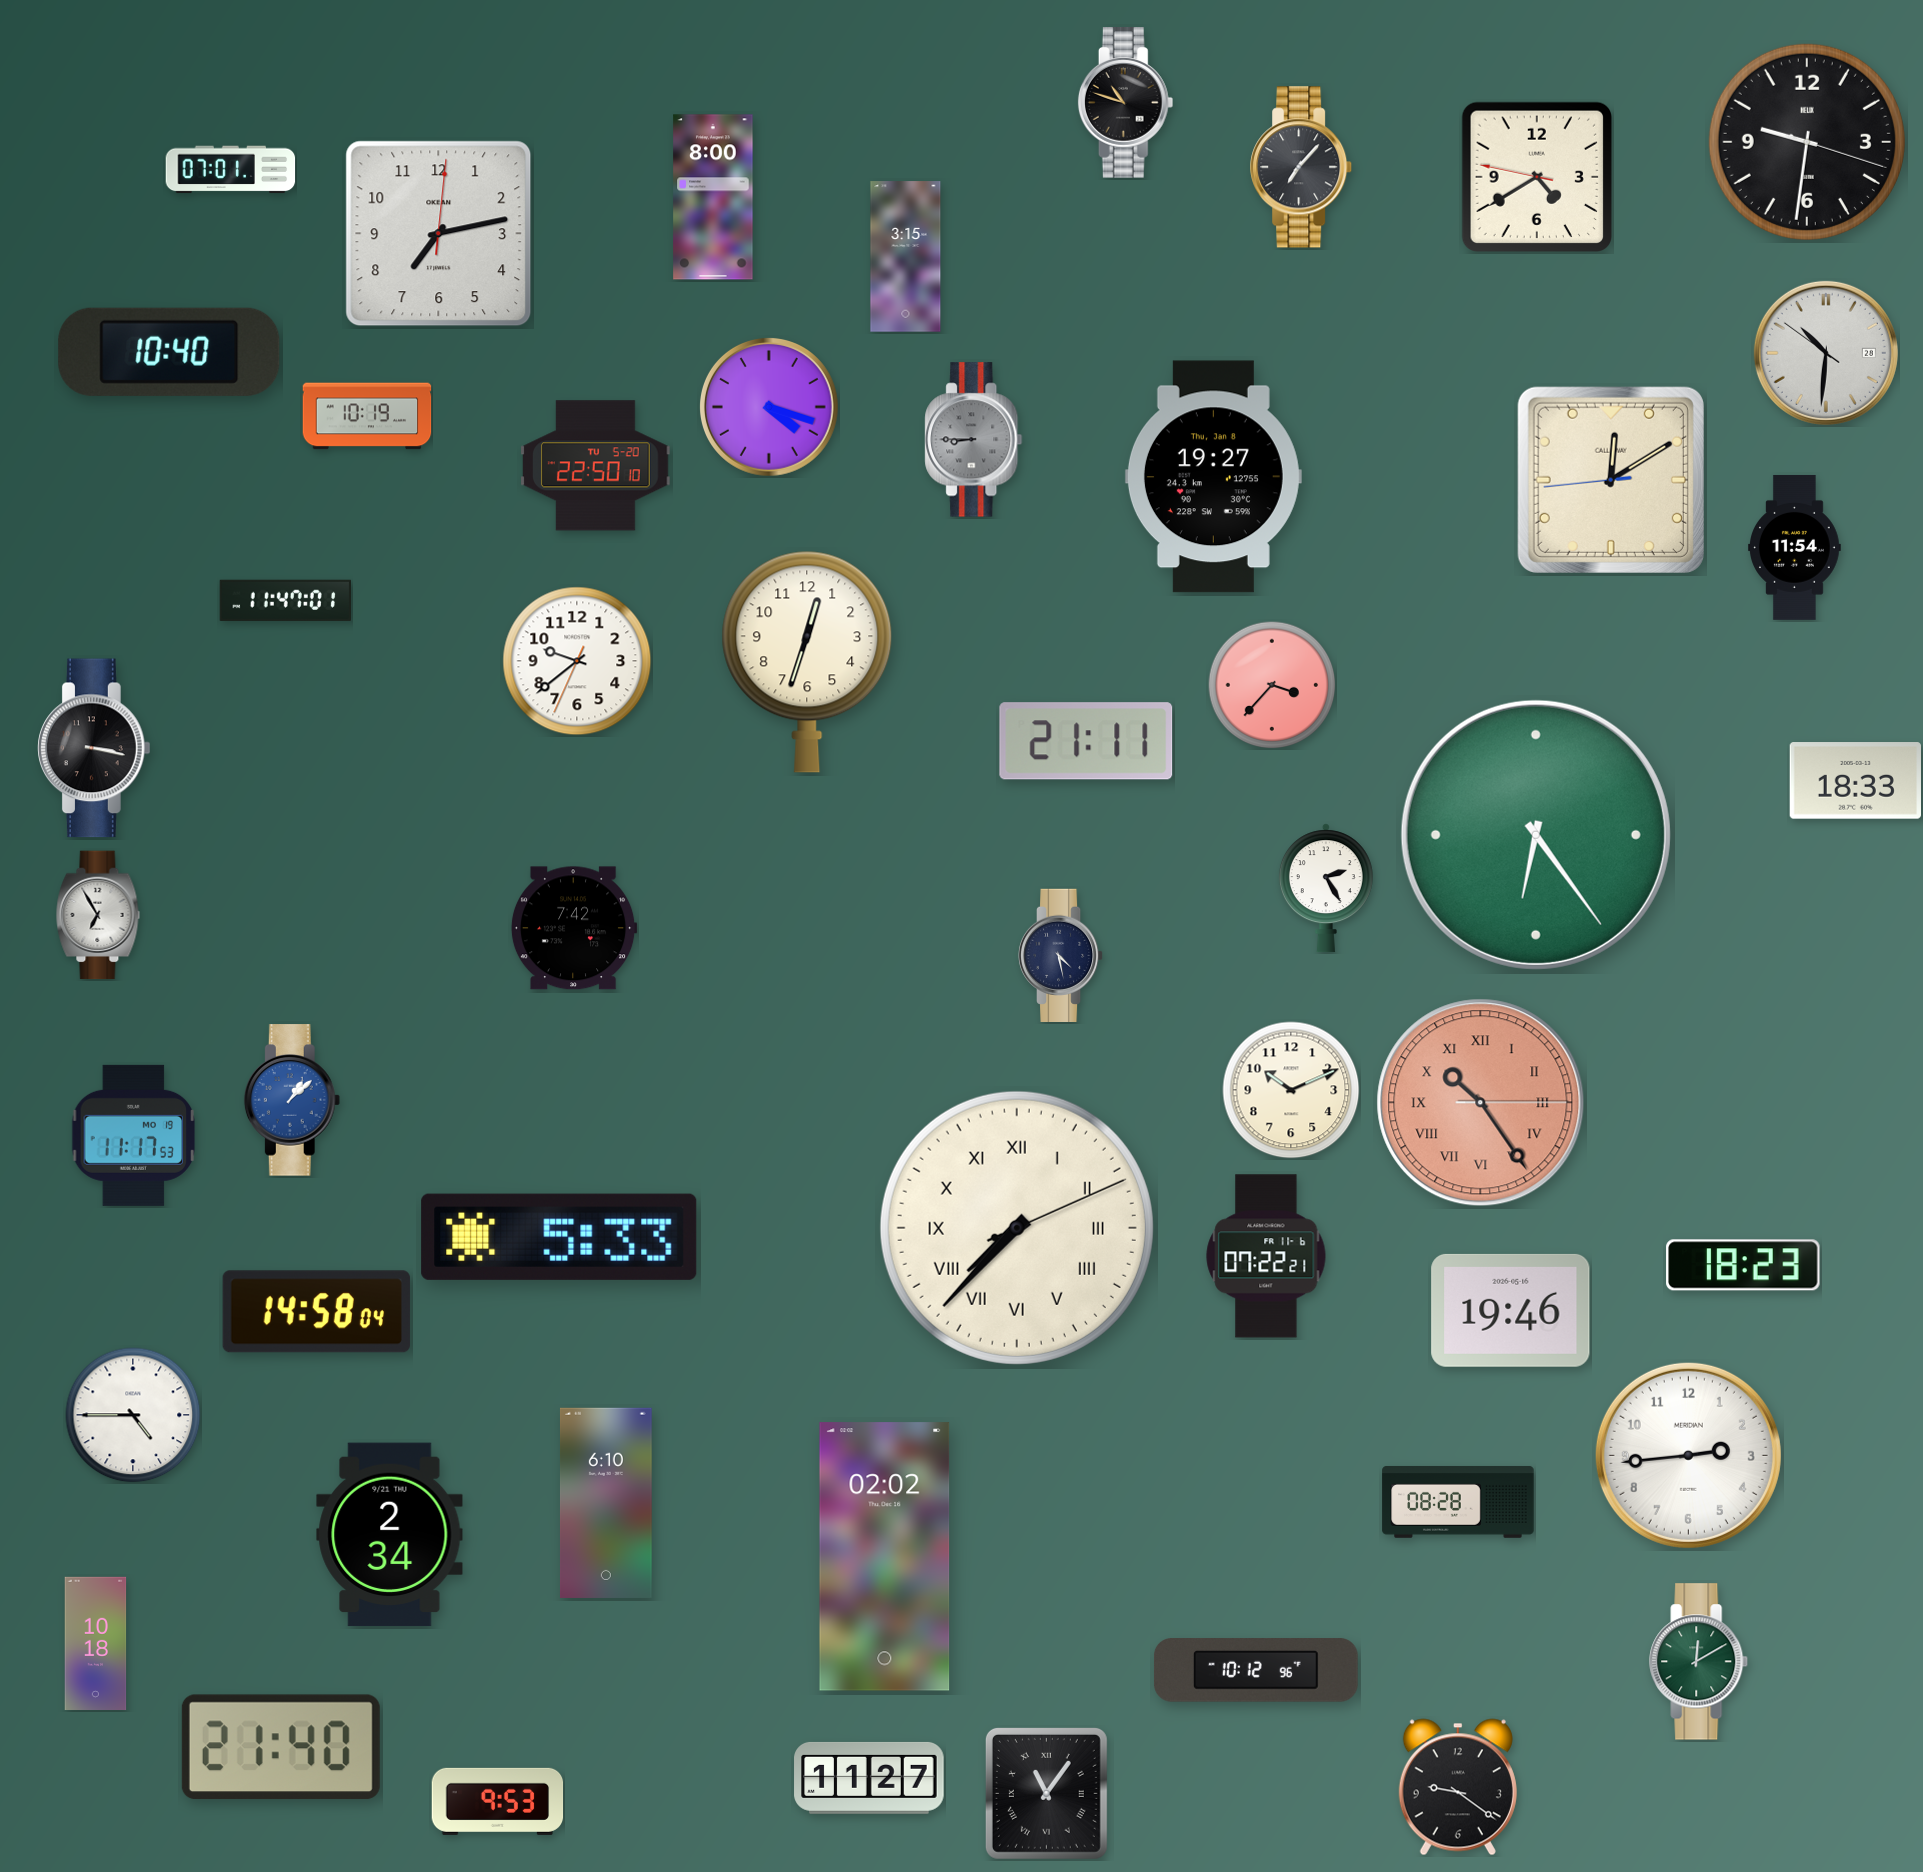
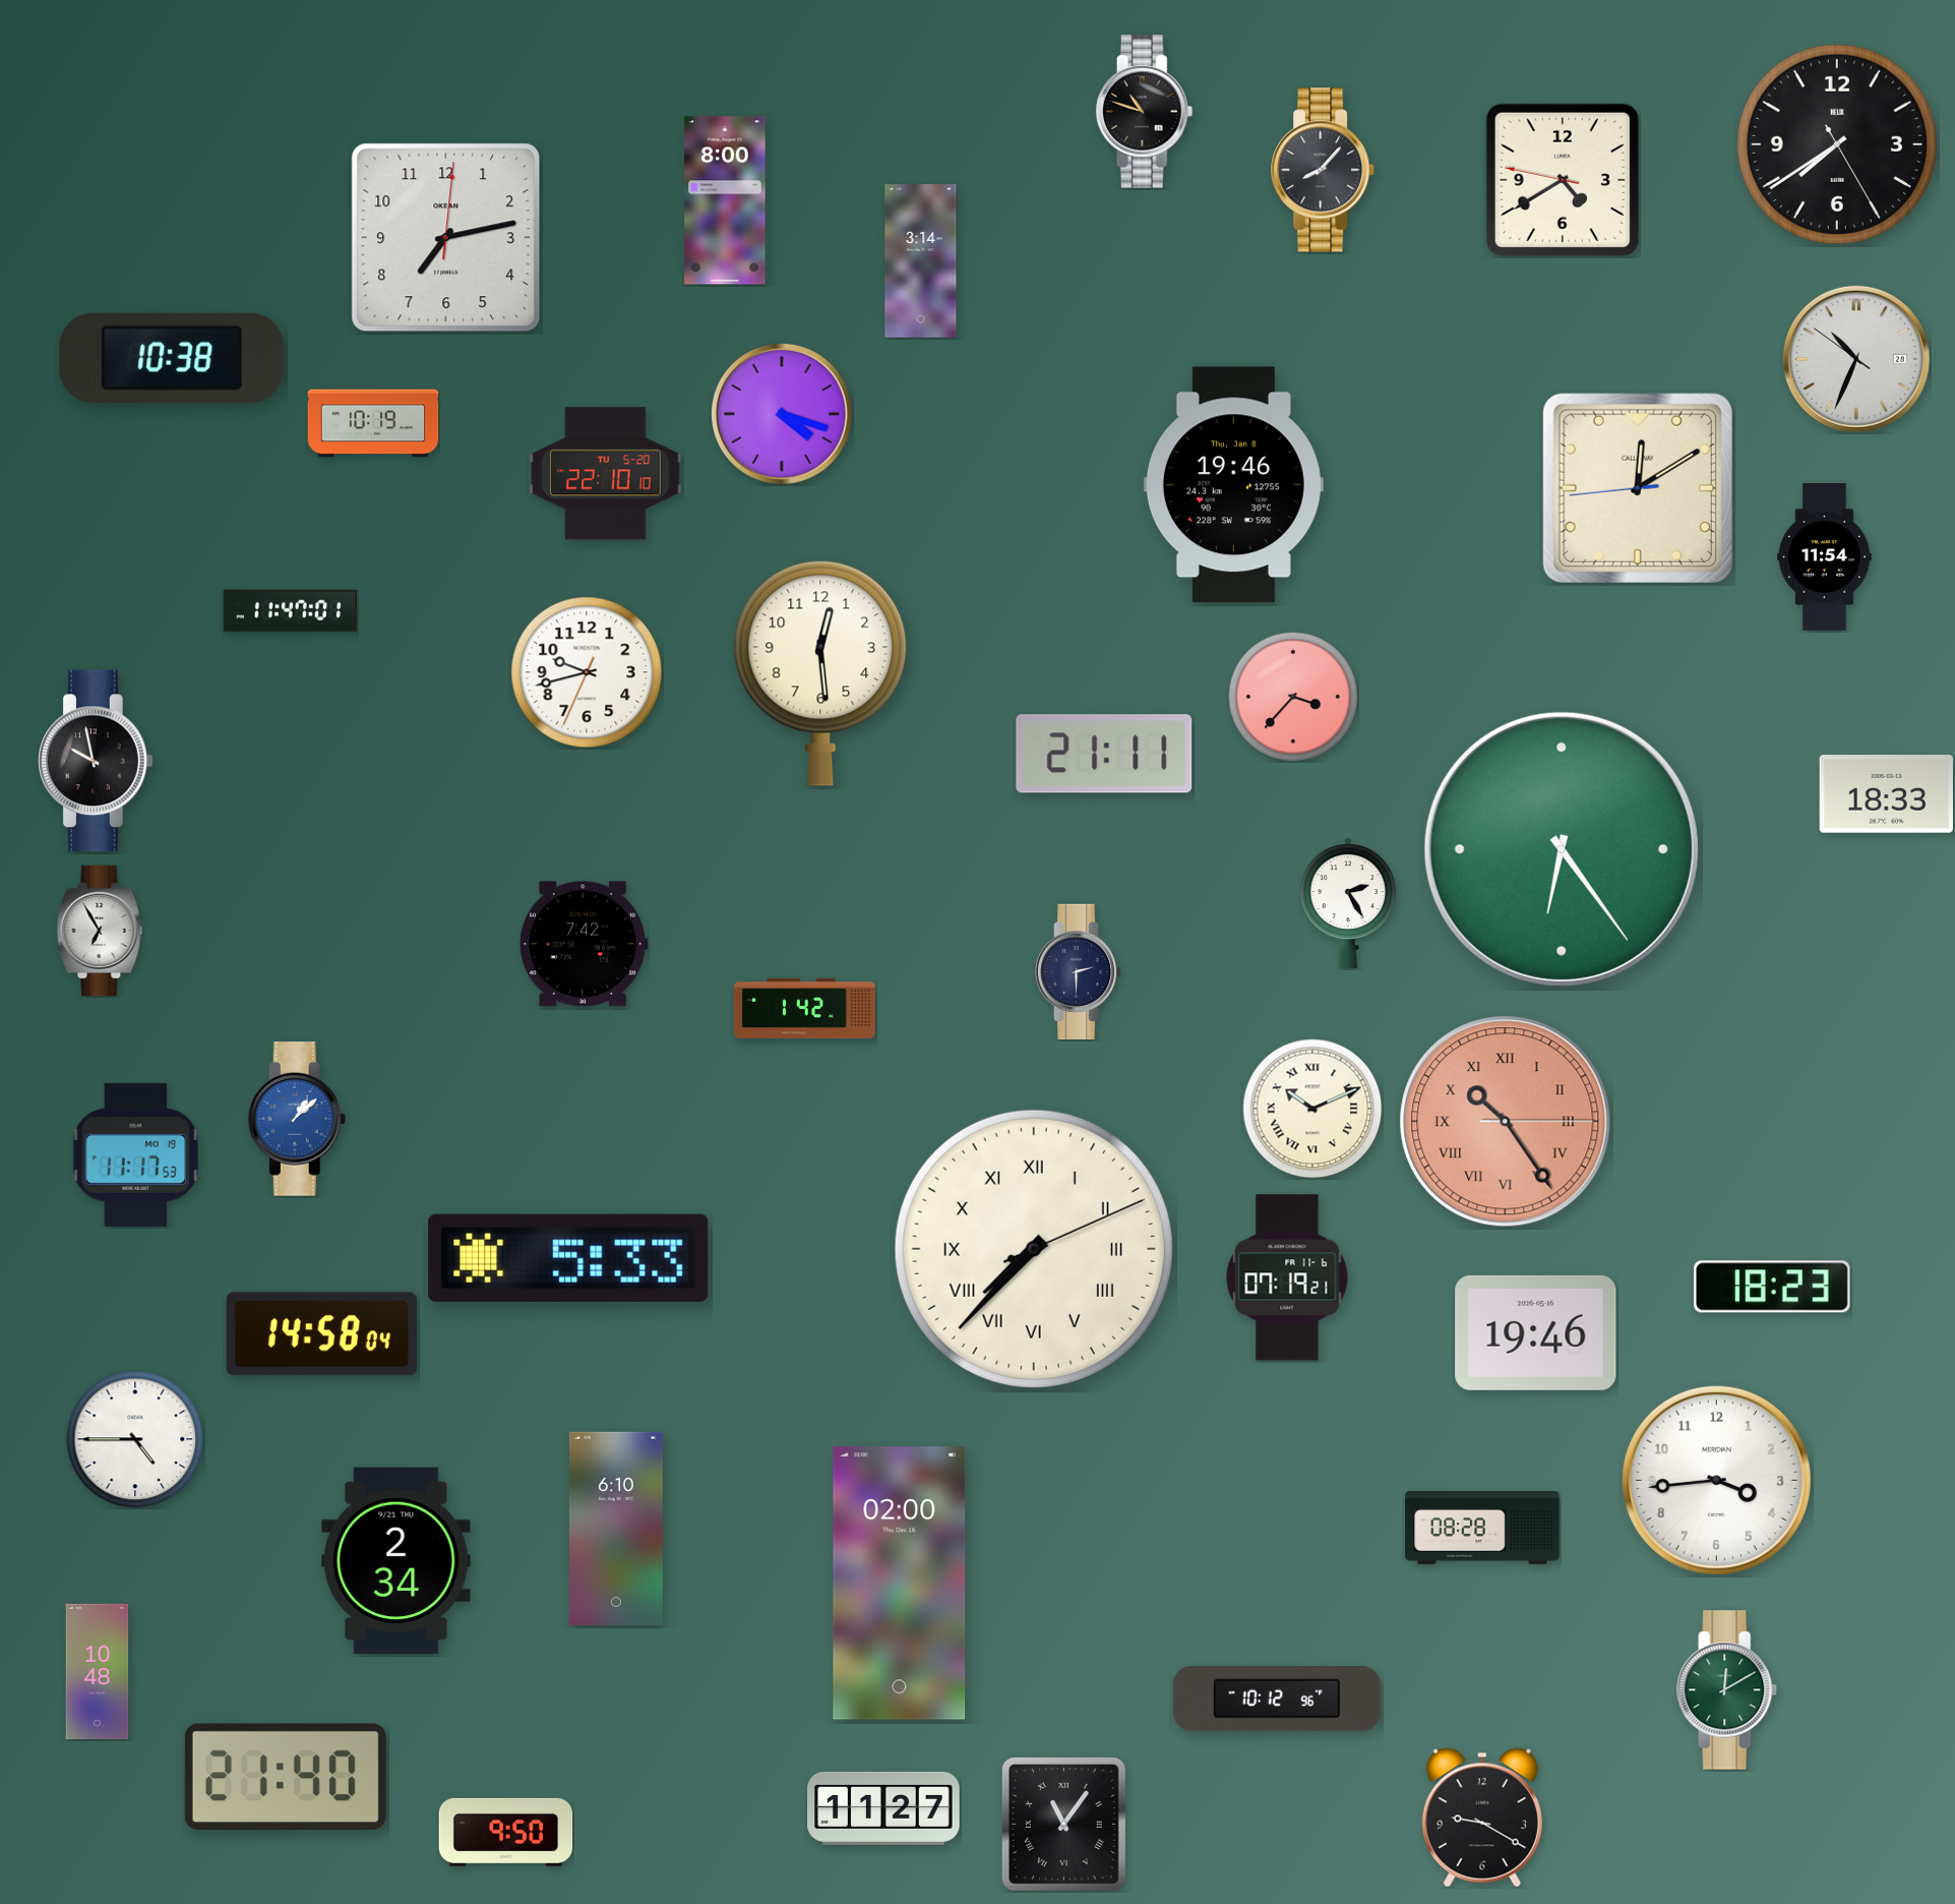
clock at (1126, 103) position: (1126, 103) -> (1145, 112)
clock at (1807, 142): 9:31 -> 7:39
clock at (1302, 167): 7:07 -> 8:07
clock at (231, 170): 07:01 -> none
clock at (906, 257): 3:15 -> 3:14
clock at (169, 352): 10:40 -> 10:38
clock at (1826, 353): 10:30 -> 10:33
clock at (974, 440): 8:45 -> none
clock at (596, 466): 22:50 -> 22:10
clock at (1213, 477): 19:27 -> 19:46
clock at (577, 661): 9:38 -> 9:42
clock at (807, 662): 12:33 -> 12:29
clock at (95, 748): 3:17 -> 9:58
clock at (1061, 955): 4:28 -> 2:30
clock at (804, 1008): none -> 1:42
clock at (1291, 1090) numerals: Arabic -> Roman
clock at (1266, 1256): 07:22 -> 07:19
clock at (1688, 1455): 2:44 -> 3:44
clock at (885, 1557): 02:02 -> 02:00
clock at (96, 1644): 10:18 -> 10:48
clock at (1458, 1787): 9:21 -> 9:20
clock at (498, 1801): 9:53 -> 9:50
